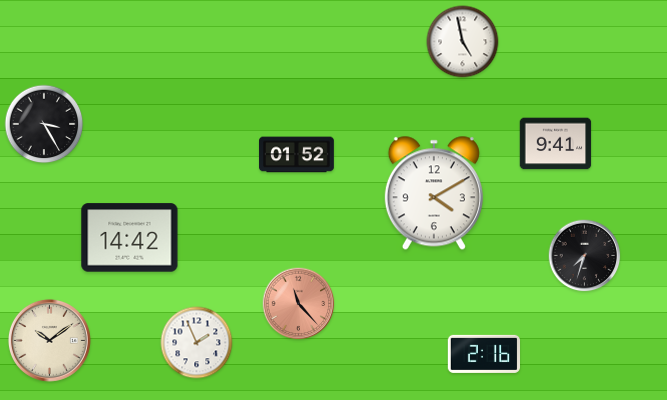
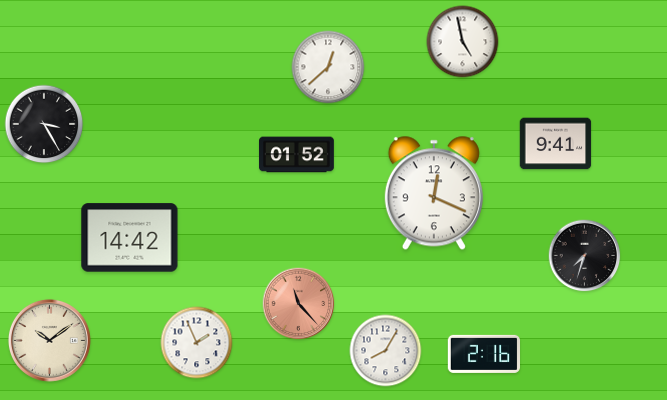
clock at (328, 67): none -> 12:38
clock at (434, 193): 4:10 -> 12:19
clock at (386, 351): none -> 8:05
